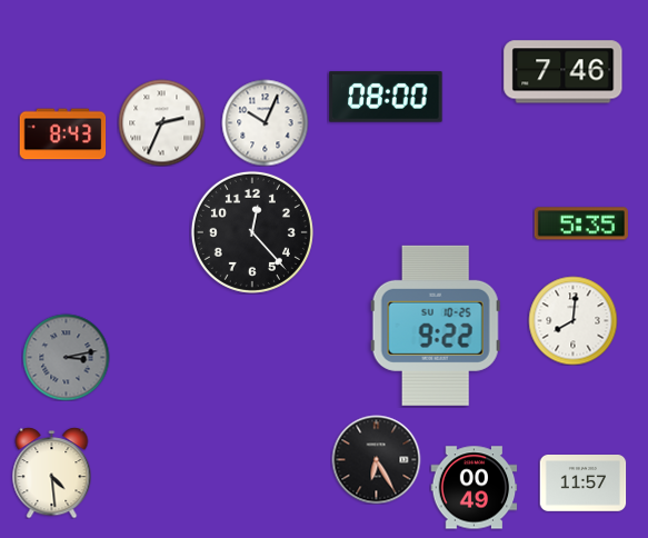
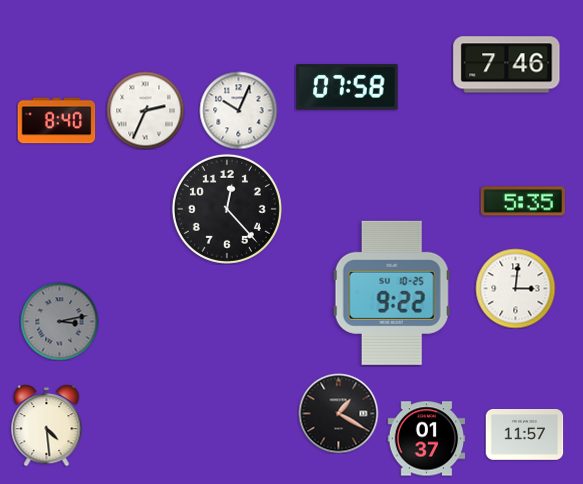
clock at (386, 97): 08:00 -> 07:58
clock at (62, 134): 8:43 -> 8:40
clock at (572, 320): 8:01 -> 3:01
clock at (376, 459): 6:25 -> 1:20
clock at (473, 488): 00:49 -> 01:37
